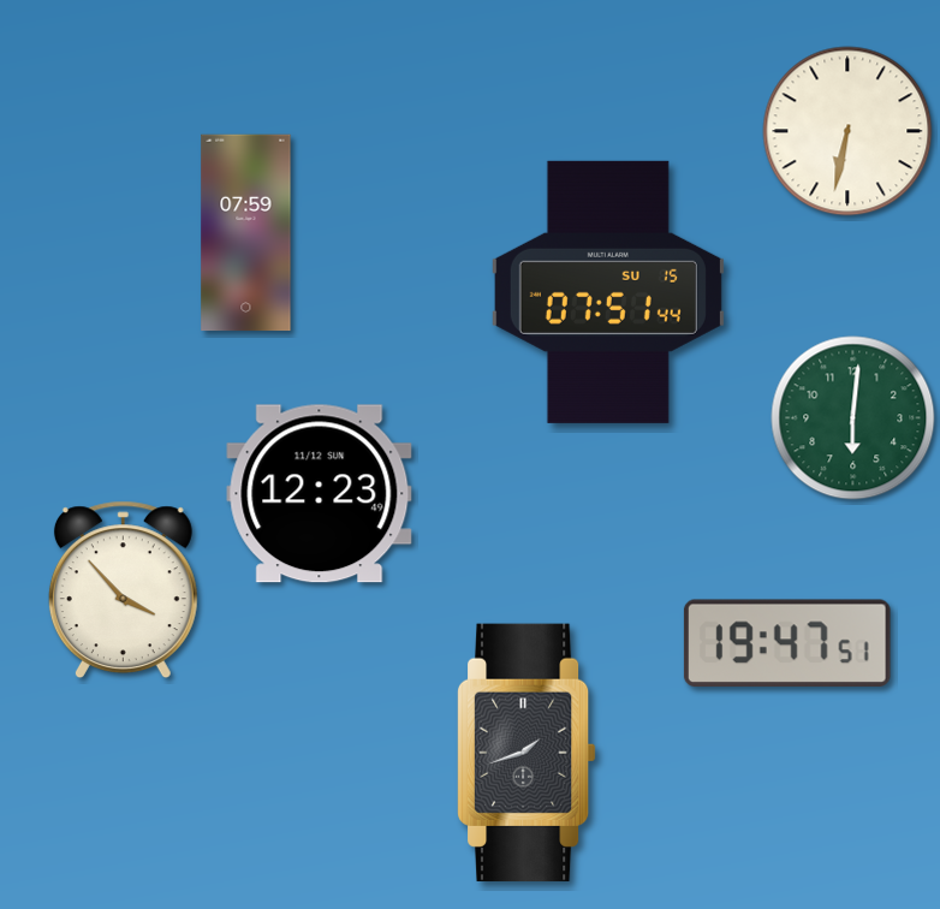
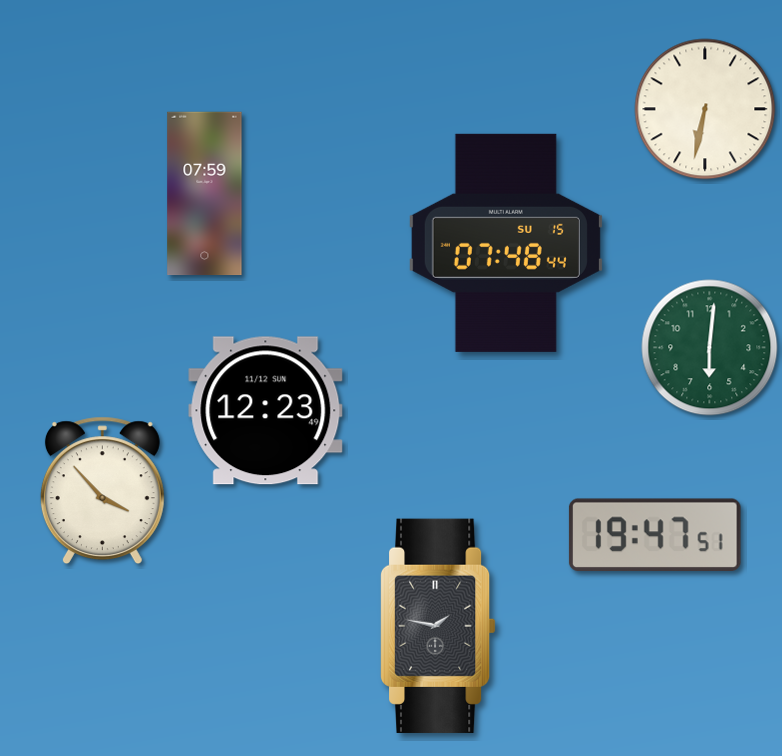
clock at (608, 292): 07:51 -> 07:48
clock at (526, 753): 1:42 -> 1:47
